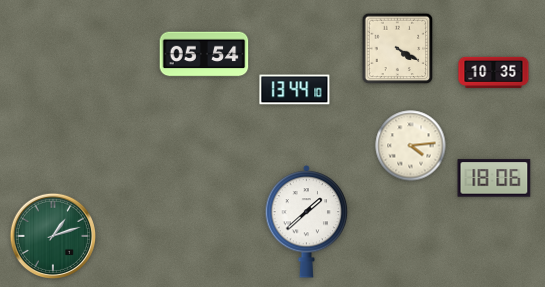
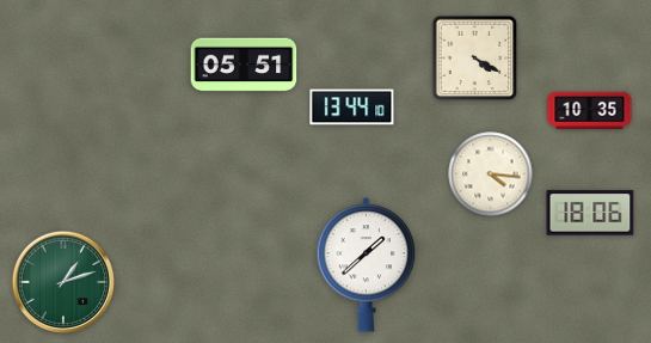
clock at (204, 54): 05:54 -> 05:51
clock at (494, 72) position: (494, 72) -> (590, 110)
clock at (411, 146): 4:14 -> 4:16
